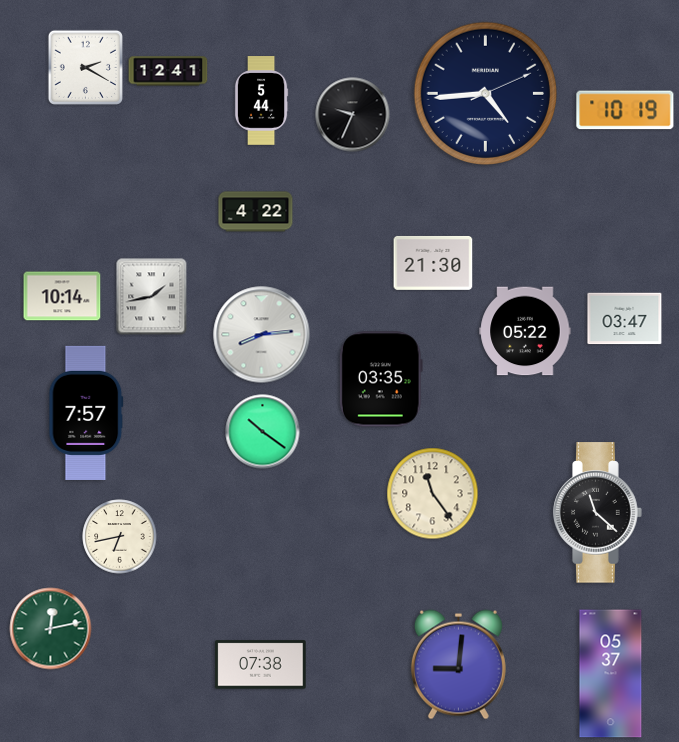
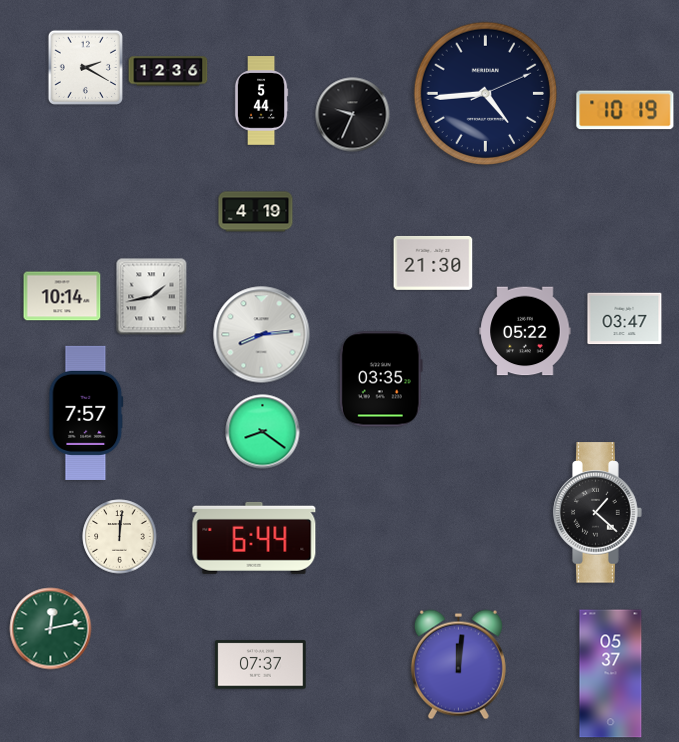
clock at (168, 71): 12:41 -> 12:36
clock at (256, 212): 4:22 -> 4:19
clock at (263, 432): 10:21 -> 8:21
clock at (433, 494): 11:24 -> none
clock at (598, 513): 11:22 -> 1:22
clock at (120, 537): 6:43 -> 12:01
clock at (254, 538): none -> 6:44
clock at (261, 665): 07:38 -> 07:37
clock at (458, 665): 9:01 -> 12:01
